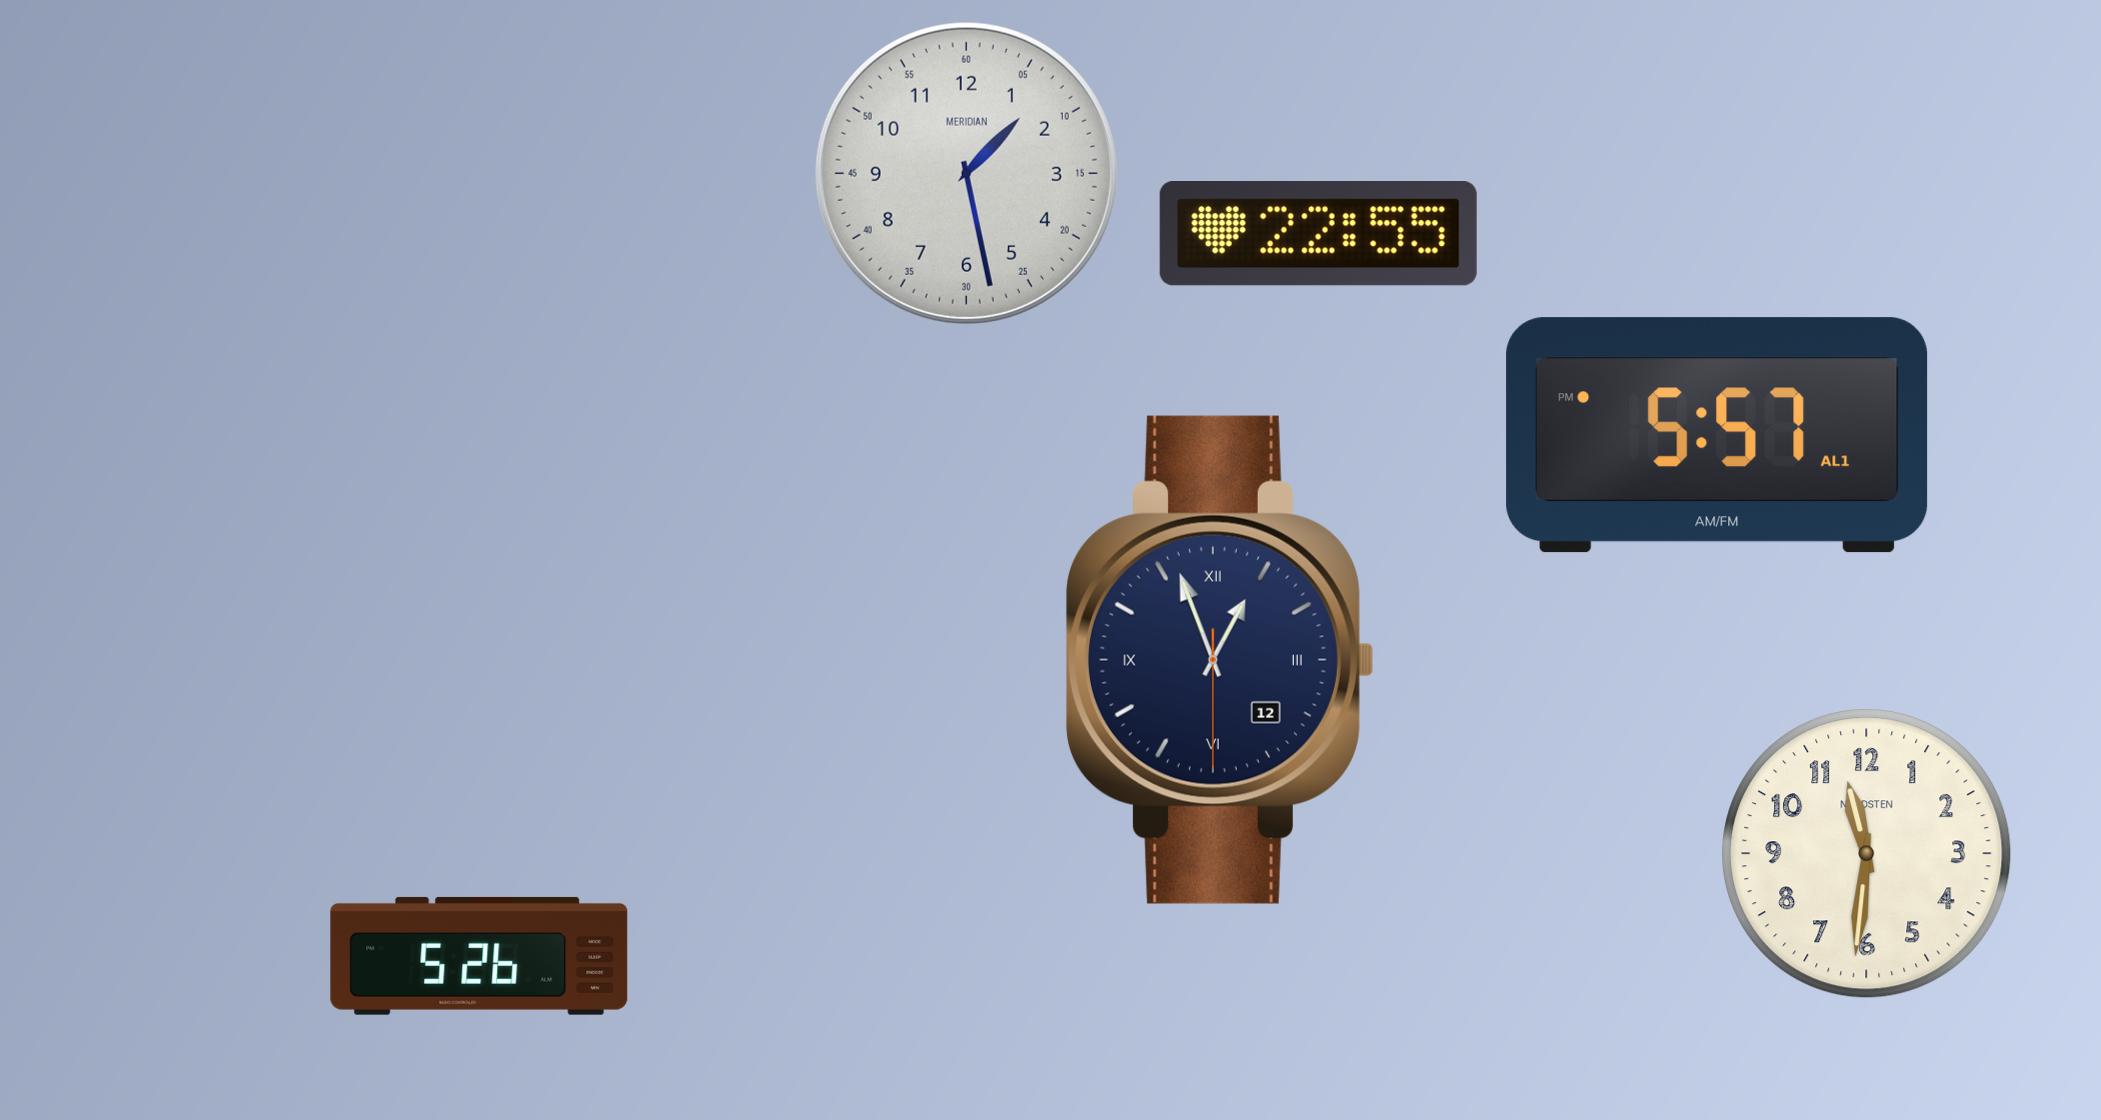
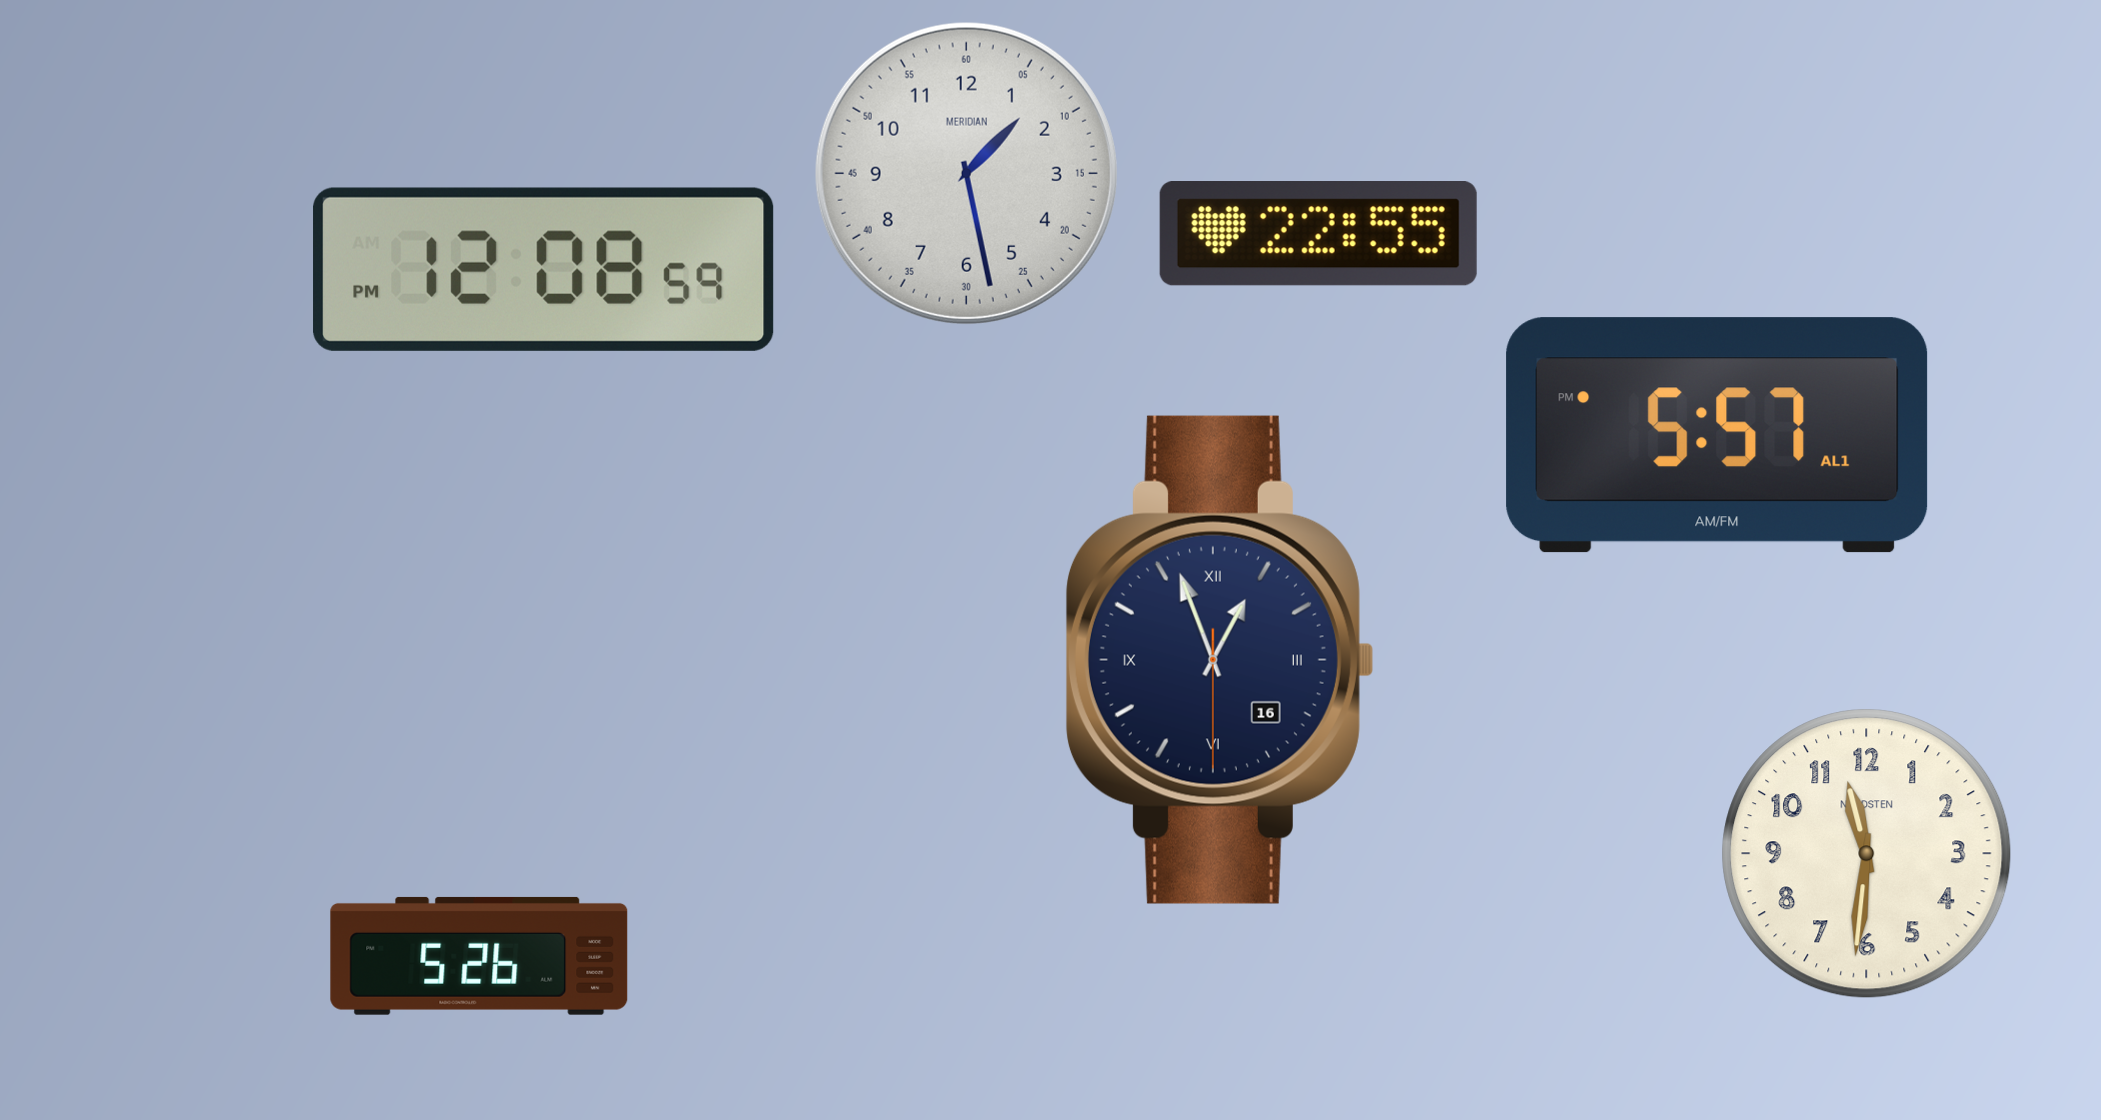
clock at (544, 269): none -> 12:08
clock at (1220, 660) date: 12 -> 16
